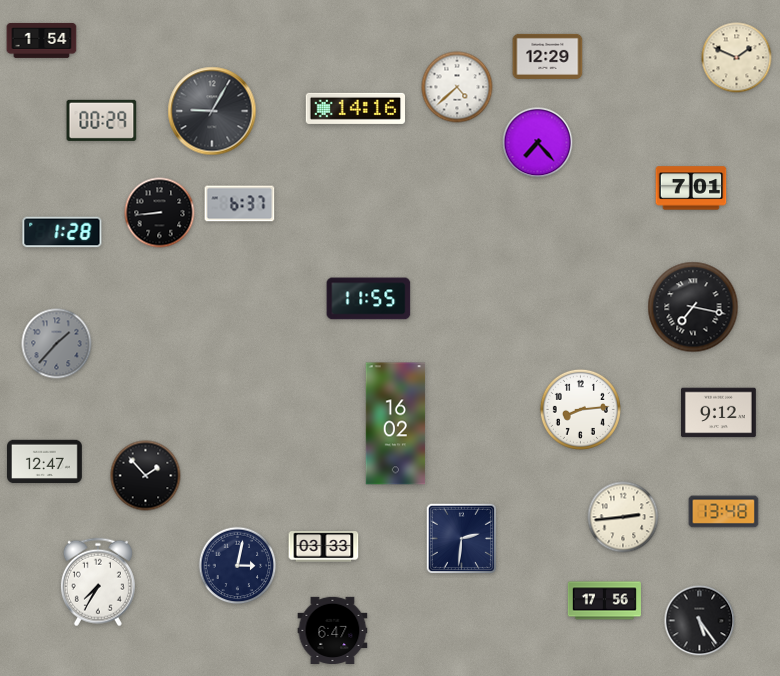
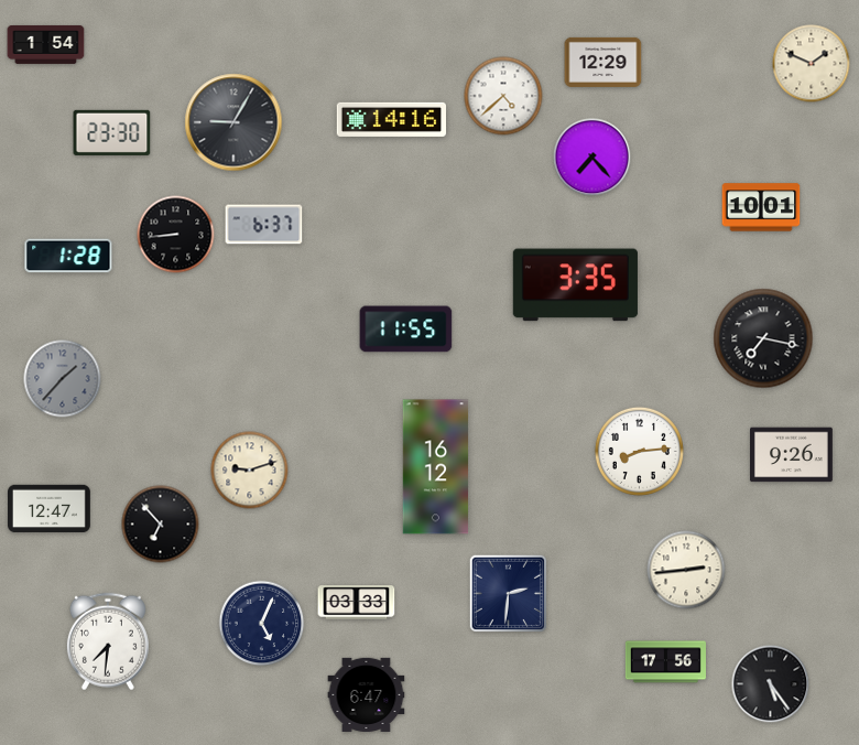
clock at (102, 120): 00:29 -> 23:30
clock at (691, 188): 7:01 -> 10:01
clock at (575, 285): none -> 3:35
clock at (719, 413): 9:12 -> 9:26
clock at (396, 424): 16:02 -> 16:12
clock at (250, 471): none -> 9:12
clock at (146, 476): 1:53 -> 6:53
clock at (724, 512): 13:48 -> none
clock at (238, 566): 3:02 -> 5:04
clock at (98, 582): 7:35 -> 7:31
